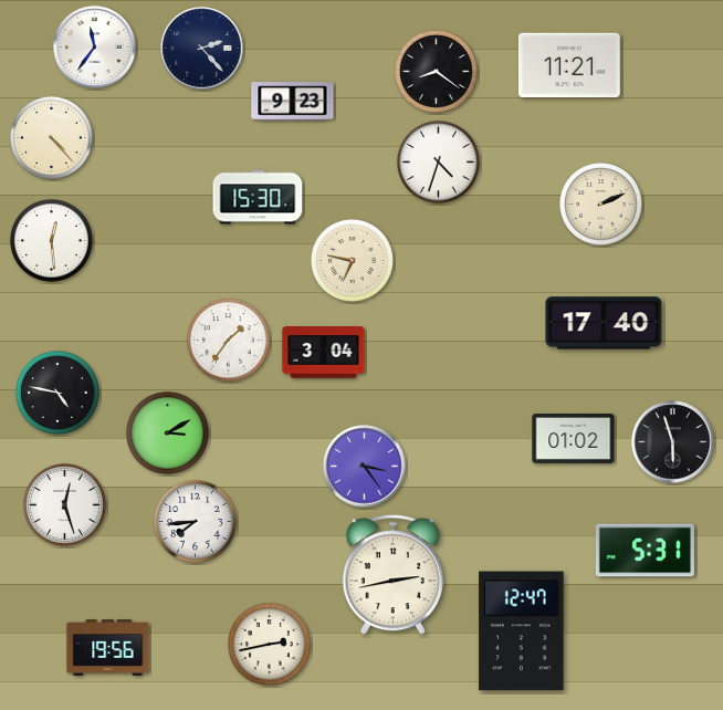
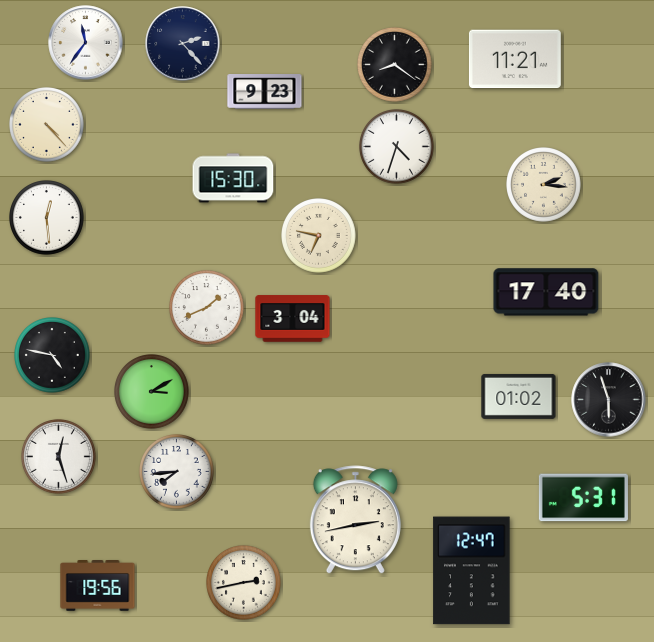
clock at (601, 205): 2:11 -> 2:16
clock at (229, 341): 1:36 -> 1:41
clock at (365, 467): 3:24 -> none
